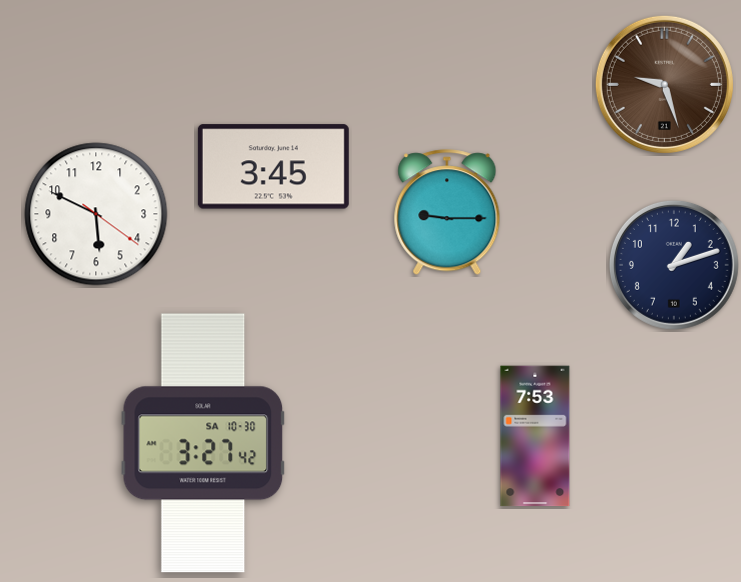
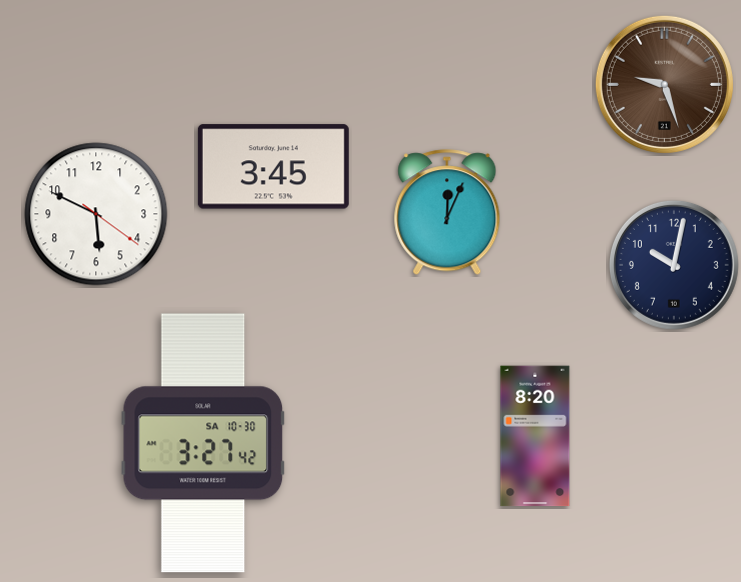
clock at (447, 213): 9:15 -> 12:04
clock at (674, 265): 1:12 -> 10:02
clock at (535, 436): 7:53 -> 8:20
